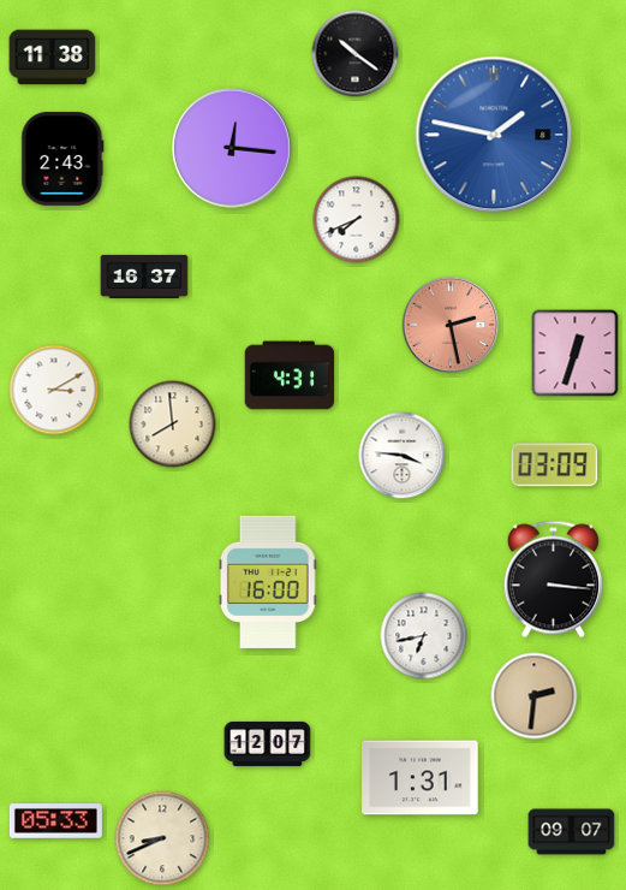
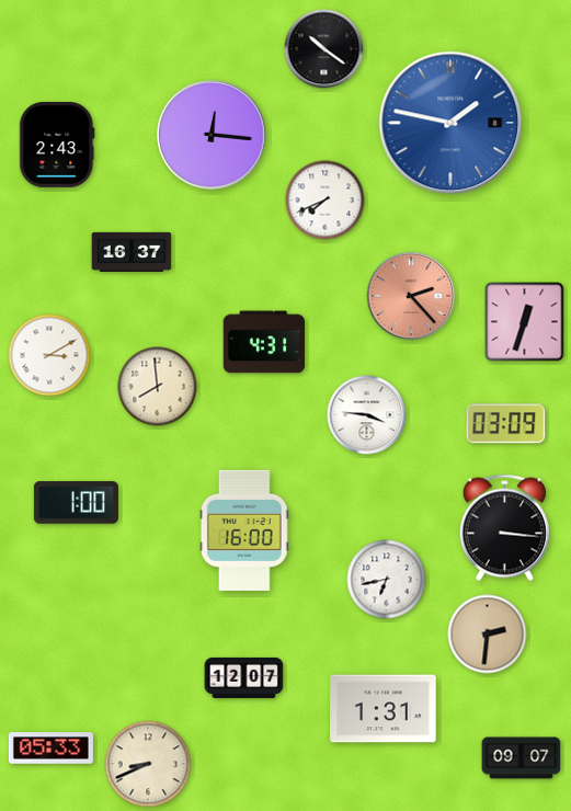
clock at (53, 58): 11:38 -> none
clock at (451, 325): 2:28 -> 2:23
clock at (76, 503): none -> 1:00
